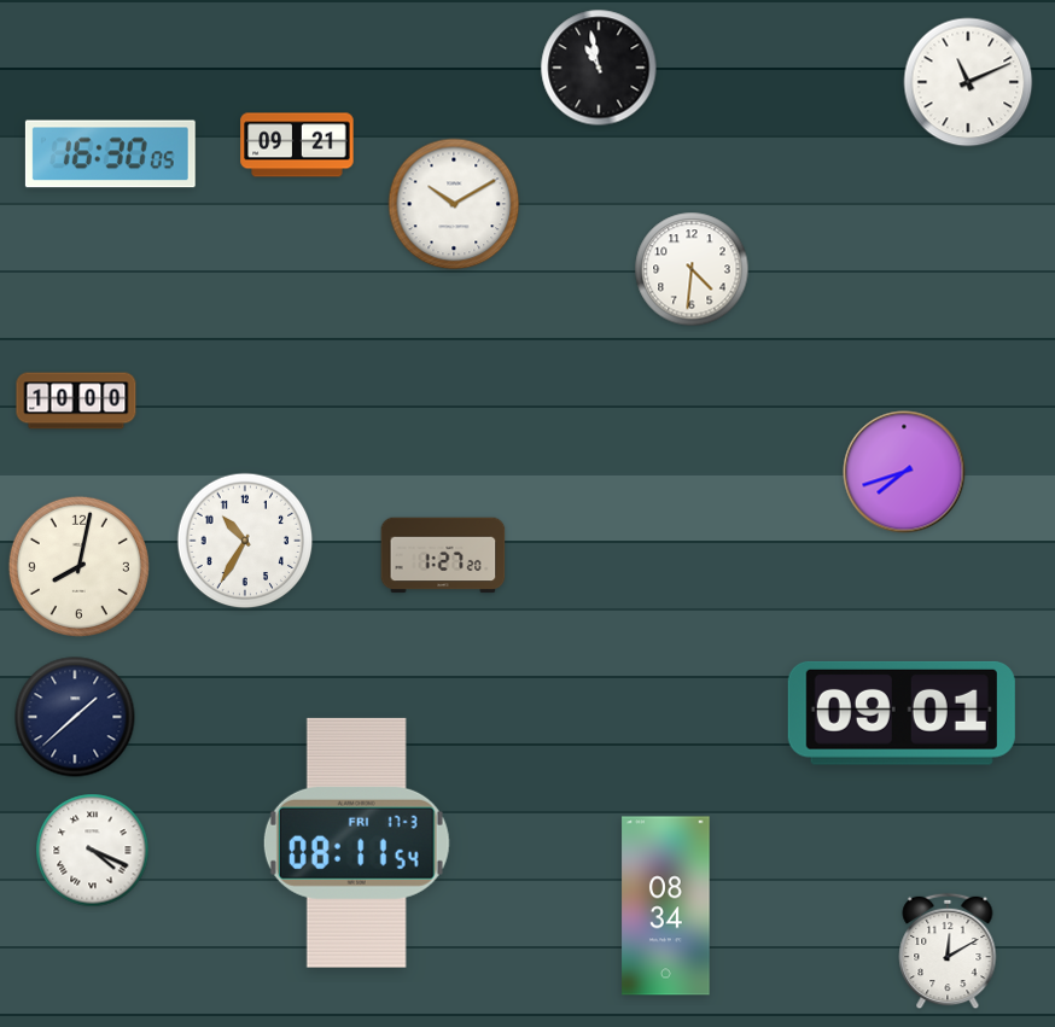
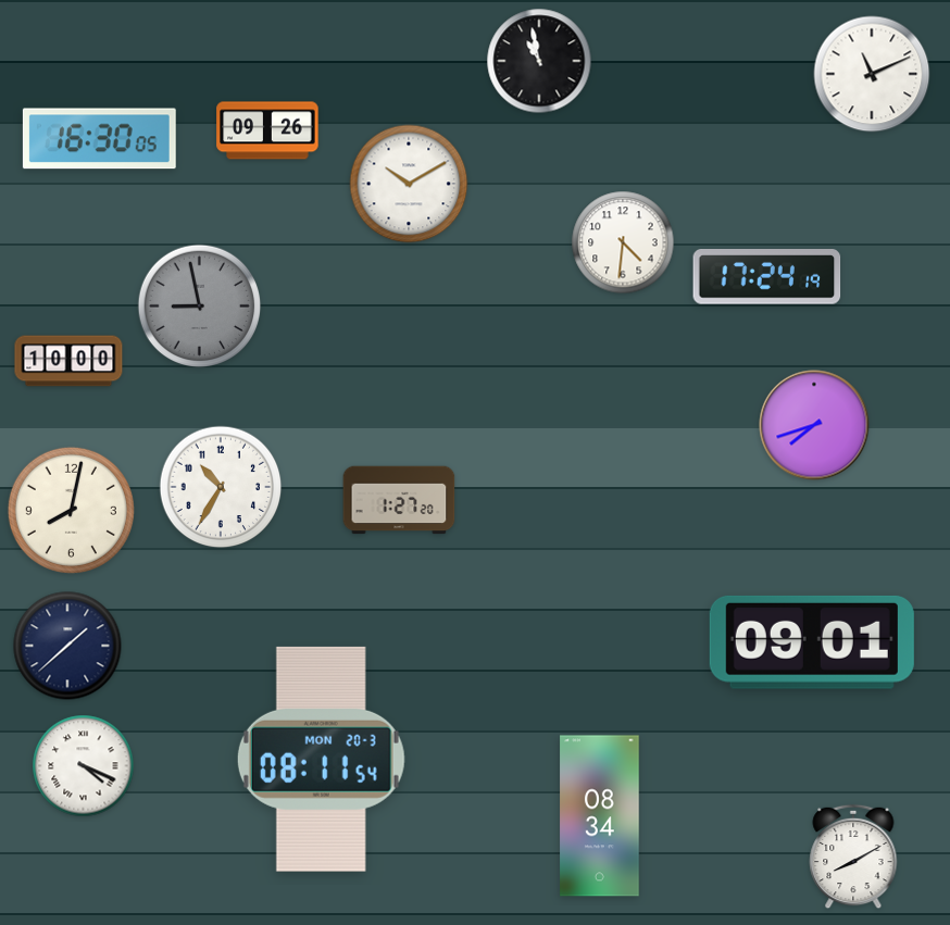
clock at (297, 145): 09:21 -> 09:26
clock at (767, 277): none -> 17:24
clock at (200, 307): none -> 8:58
clock at (356, 842) date: FRI 17-3 -> MON 20-3
clock at (948, 951): 12:10 -> 8:10
